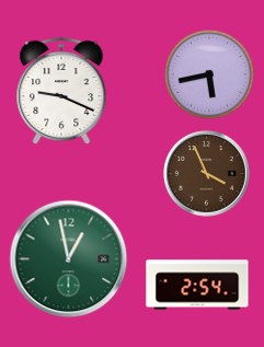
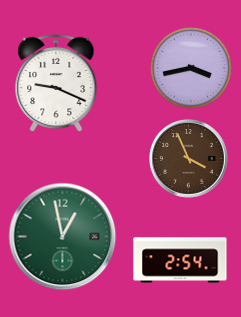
clock at (210, 76): 5:43 -> 3:43
